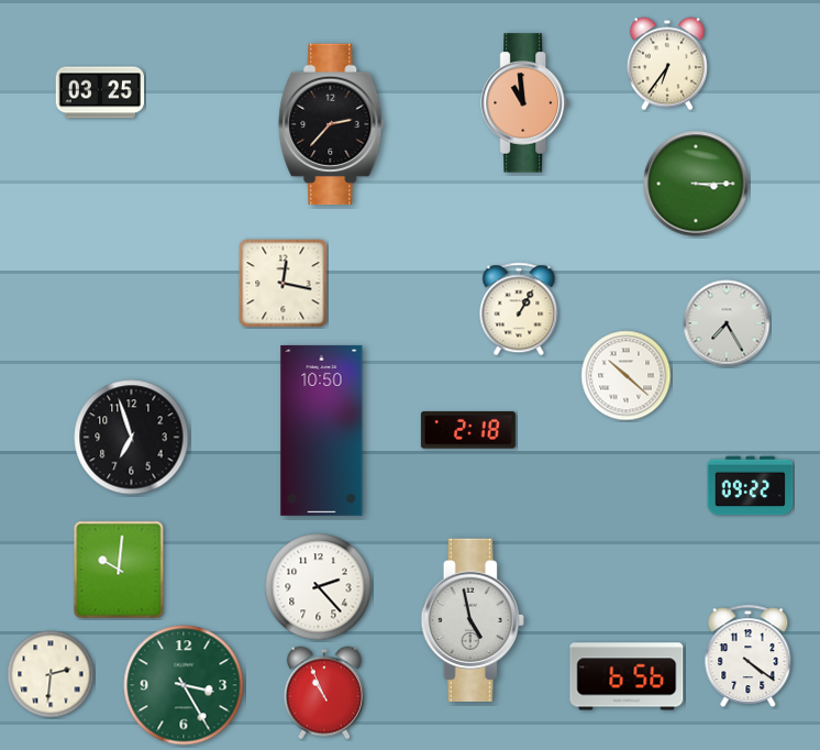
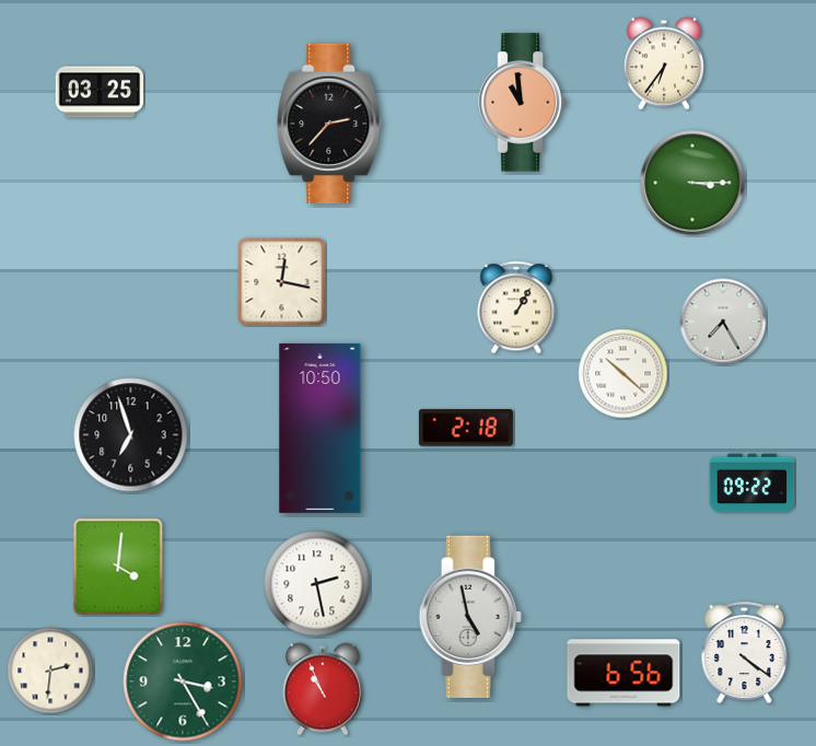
clock at (751, 486) position: (751, 486) -> (753, 483)
clock at (119, 570): 10:01 -> 4:01
clock at (319, 587): 2:23 -> 2:28
